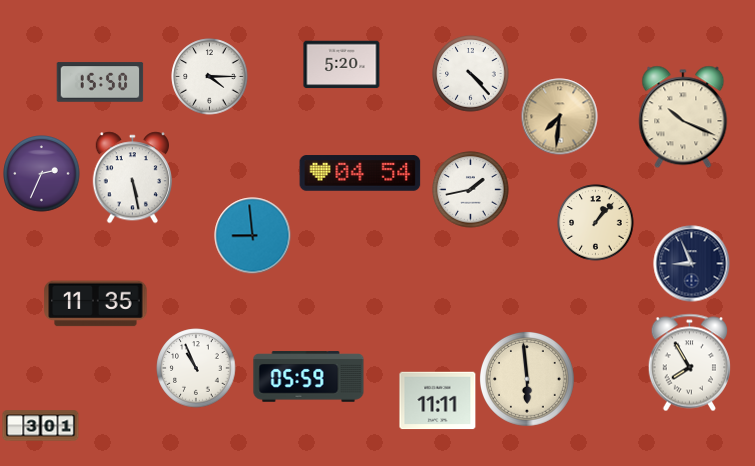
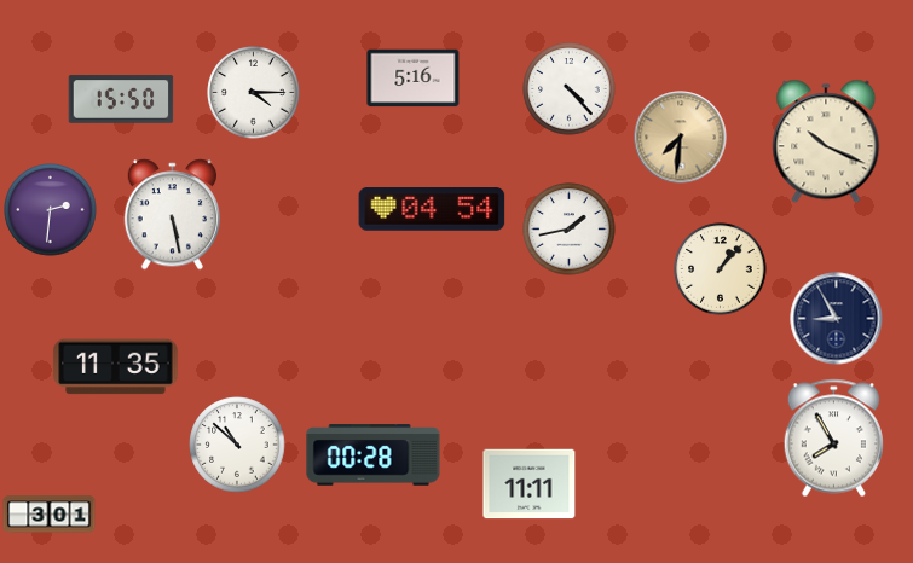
clock at (342, 65): 5:20 -> 5:16
clock at (560, 117) position: (560, 117) -> (681, 138)
clock at (360, 173) position: (360, 173) -> (432, 209)
clock at (42, 174): 2:34 -> 2:31
clock at (132, 178) position: (132, 178) -> (172, 215)
clock at (253, 236): 8:59 -> none
clock at (692, 264): 8:56 -> 8:55
clock at (196, 368): 10:56 -> 10:52
clock at (309, 377): 05:59 -> 00:28
clock at (527, 379): 5:59 -> none
